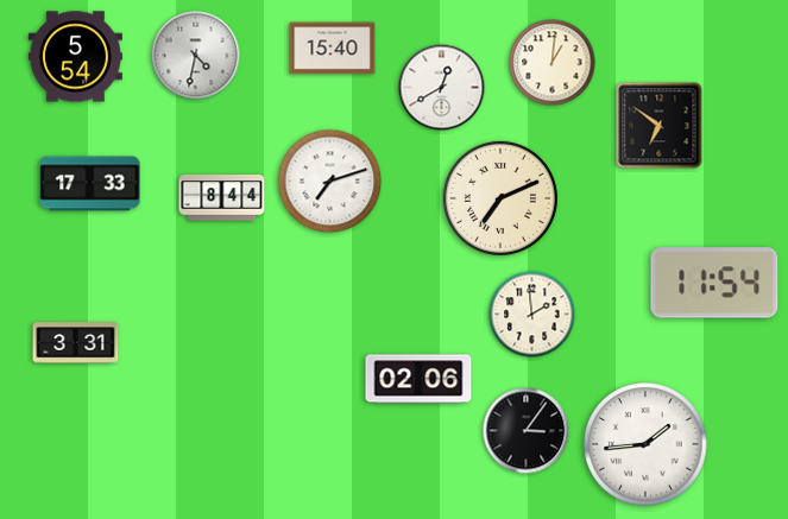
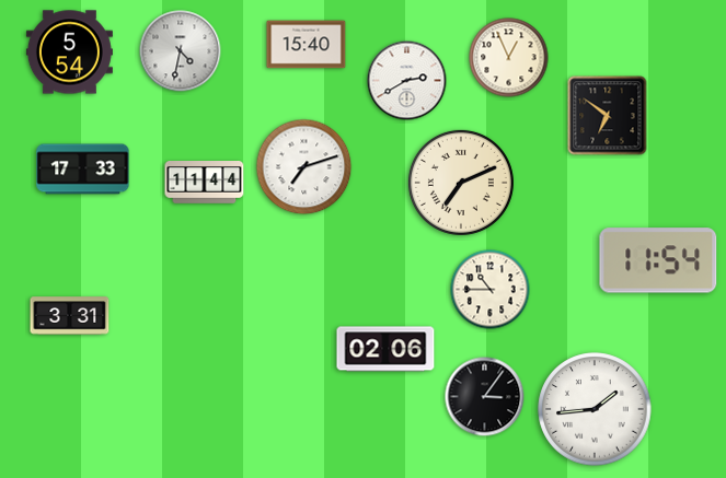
clock at (553, 63): 1:01 -> 12:56
clock at (442, 88): 12:40 -> 2:40
clock at (222, 198): 8:44 -> 11:44
clock at (532, 315): 1:59 -> 10:45
